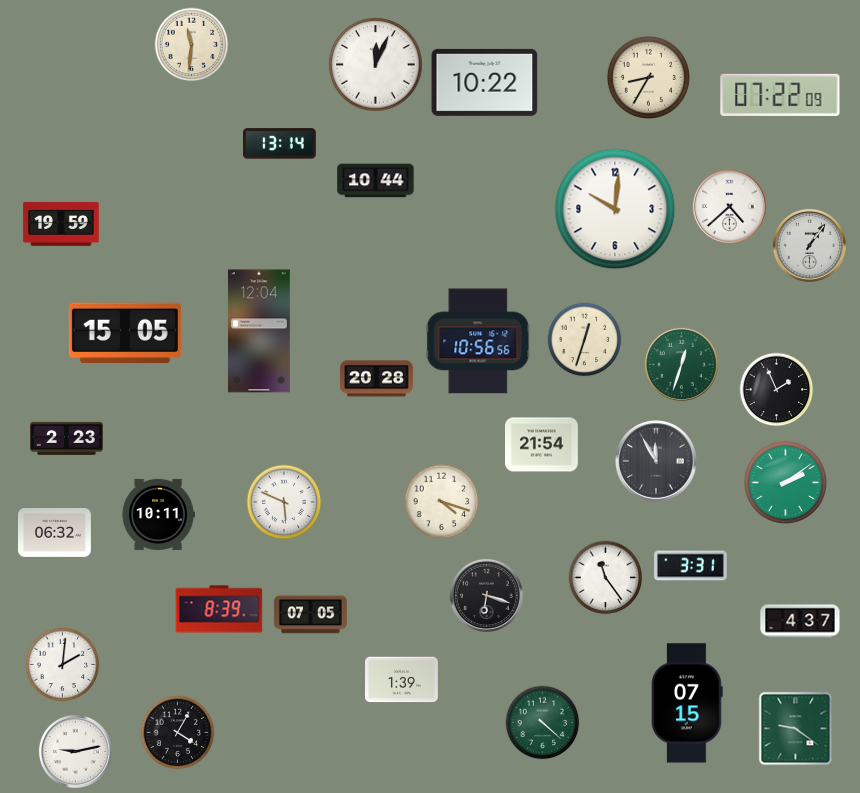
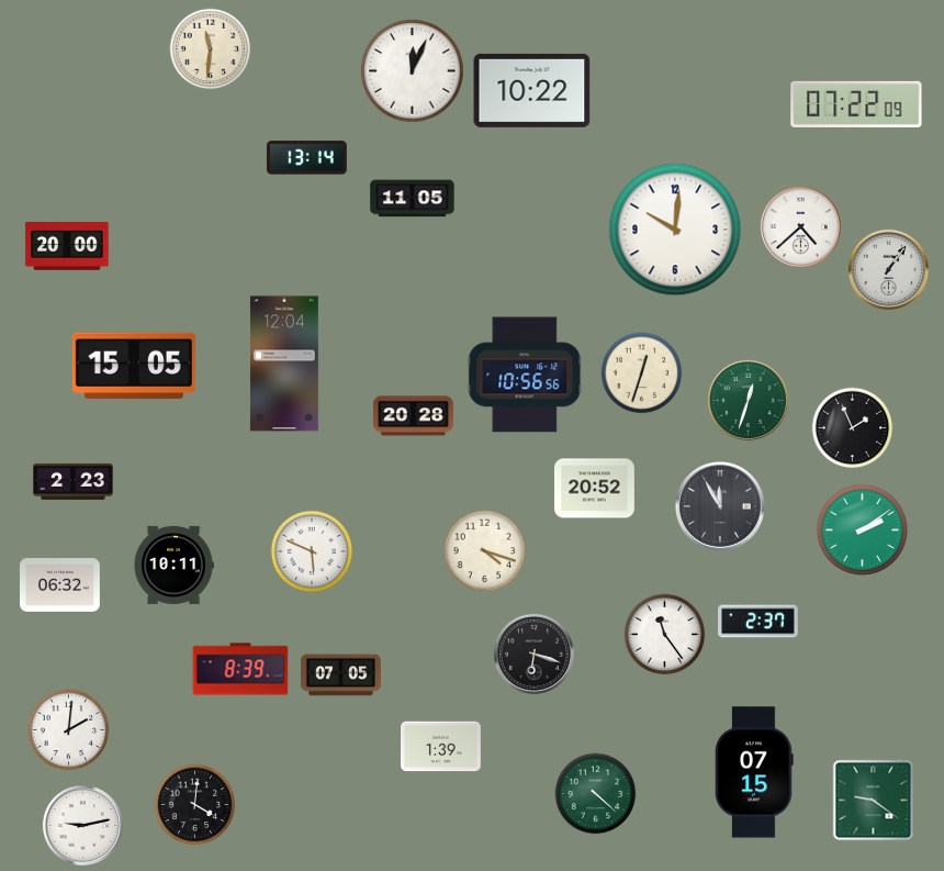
clock at (648, 77): 8:35 -> none
clock at (376, 181): 10:44 -> 11:05
clock at (61, 224): 19:59 -> 20:00
clock at (125, 333) position: (125, 333) -> (134, 366)
clock at (542, 445): 21:54 -> 20:52
clock at (691, 566): 3:31 -> 2:37
clock at (800, 621): 4:37 -> none
clock at (178, 733): 4:05 -> 4:01
